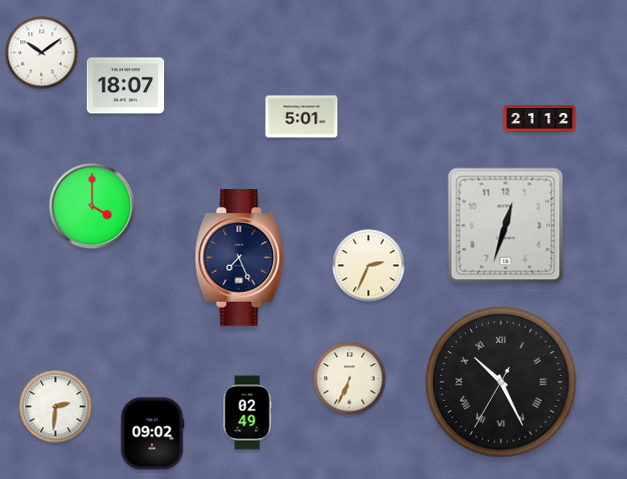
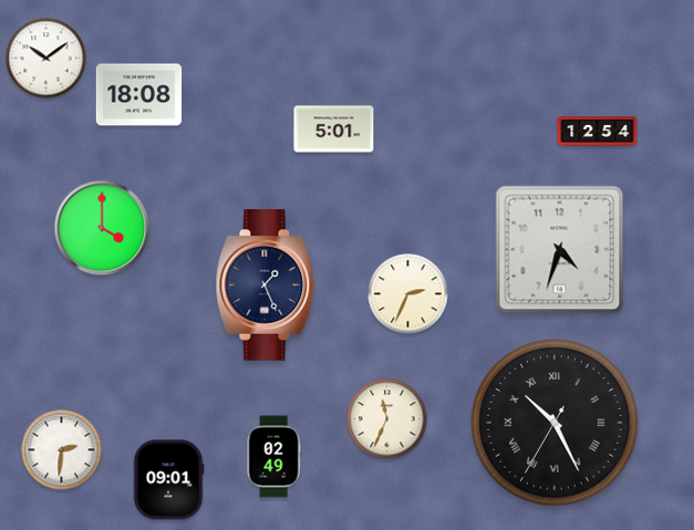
clock at (126, 86): 18:07 -> 18:08
clock at (540, 119): 21:12 -> 12:54
clock at (506, 226): 12:33 -> 4:33
clock at (240, 258): 7:26 -> 1:26
clock at (350, 379): 6:34 -> 11:34
clock at (152, 434): 09:02 -> 09:01
